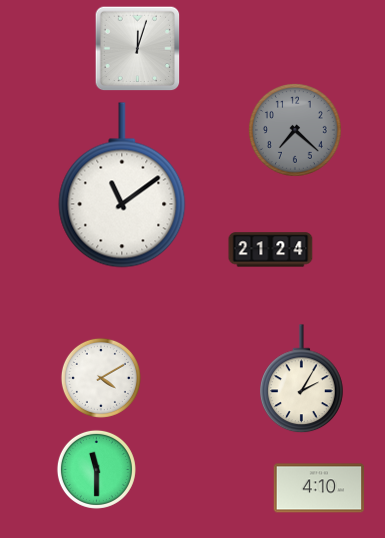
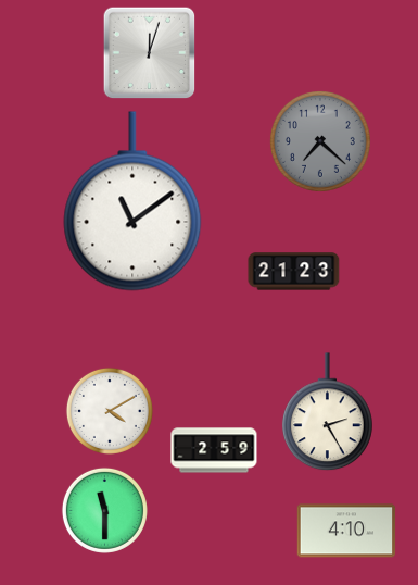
clock at (271, 250): 21:24 -> 21:23
clock at (302, 379): 2:05 -> 2:25
clock at (214, 450): none -> 2:59
